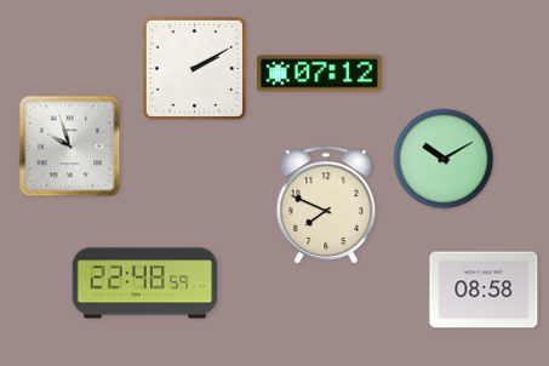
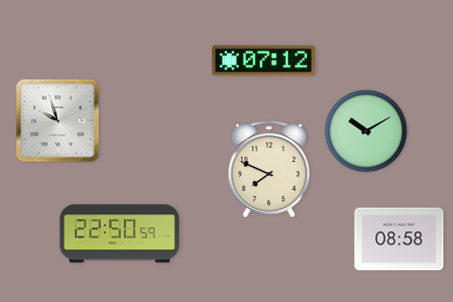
clock at (194, 68): 2:10 -> none
clock at (145, 284): 22:48 -> 22:50
